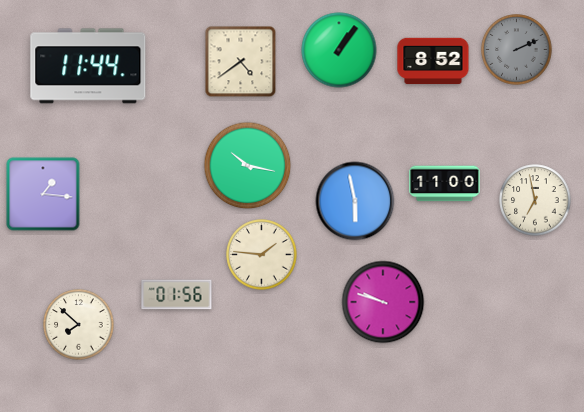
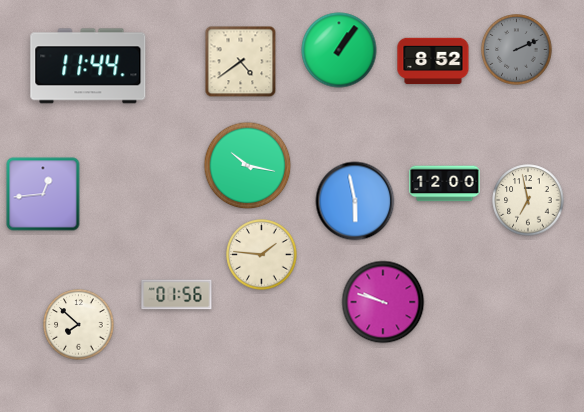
clock at (445, 184): 11:00 -> 12:00
clock at (43, 194): 1:16 -> 12:44
clock at (535, 200) position: (535, 200) -> (528, 200)
